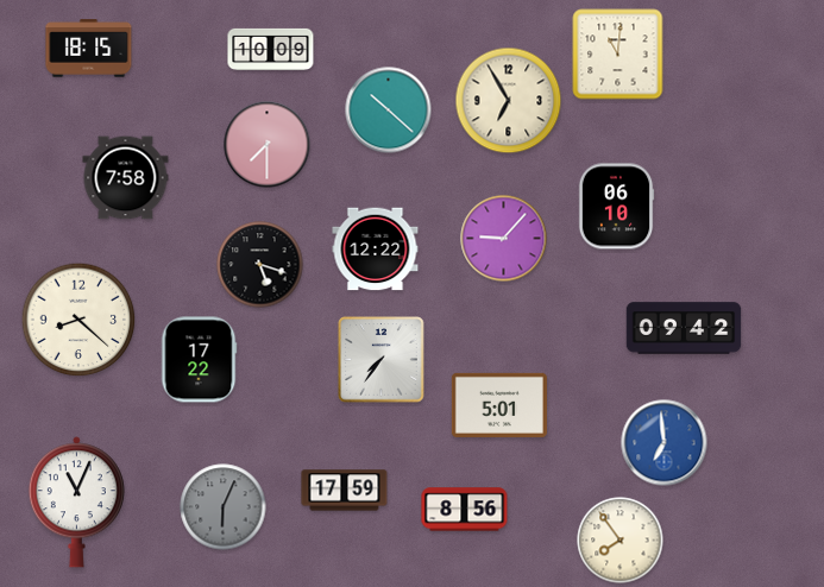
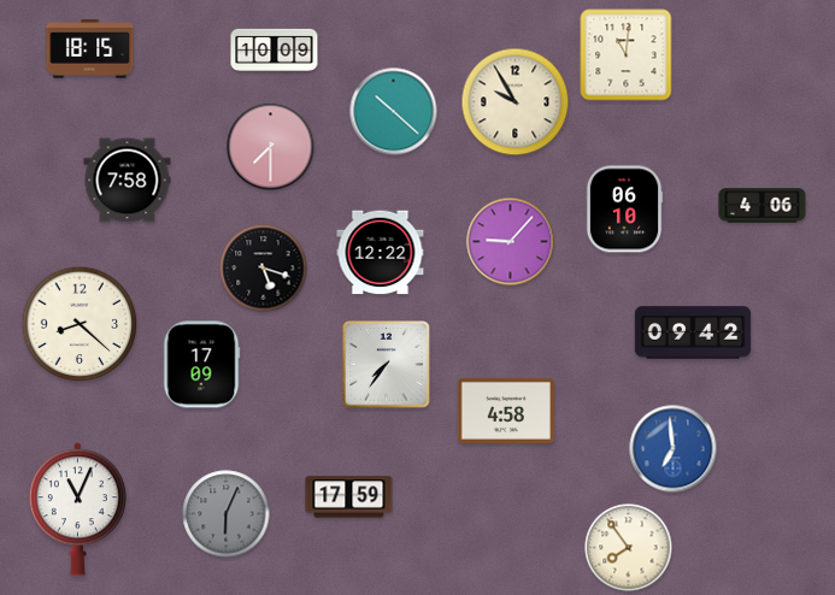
clock at (509, 101): 6:55 -> 9:55
clock at (763, 206): none -> 4:06
clock at (199, 360): 17:22 -> 17:09
clock at (499, 405): 5:01 -> 4:58
clock at (465, 510): 8:56 -> none
